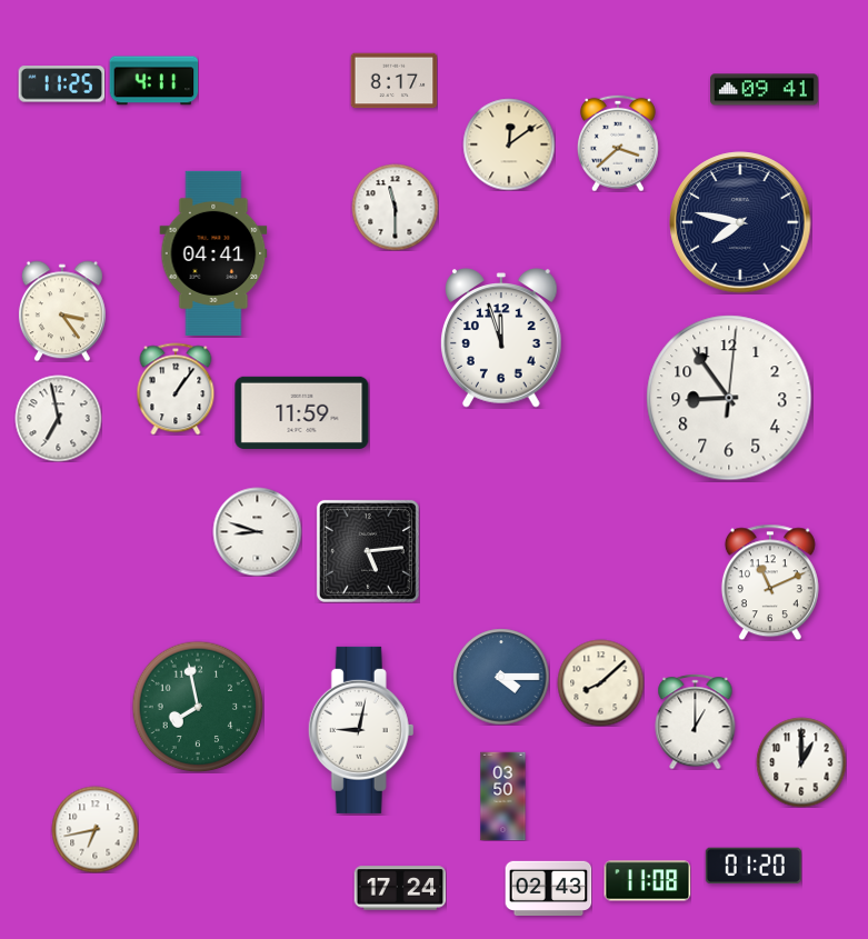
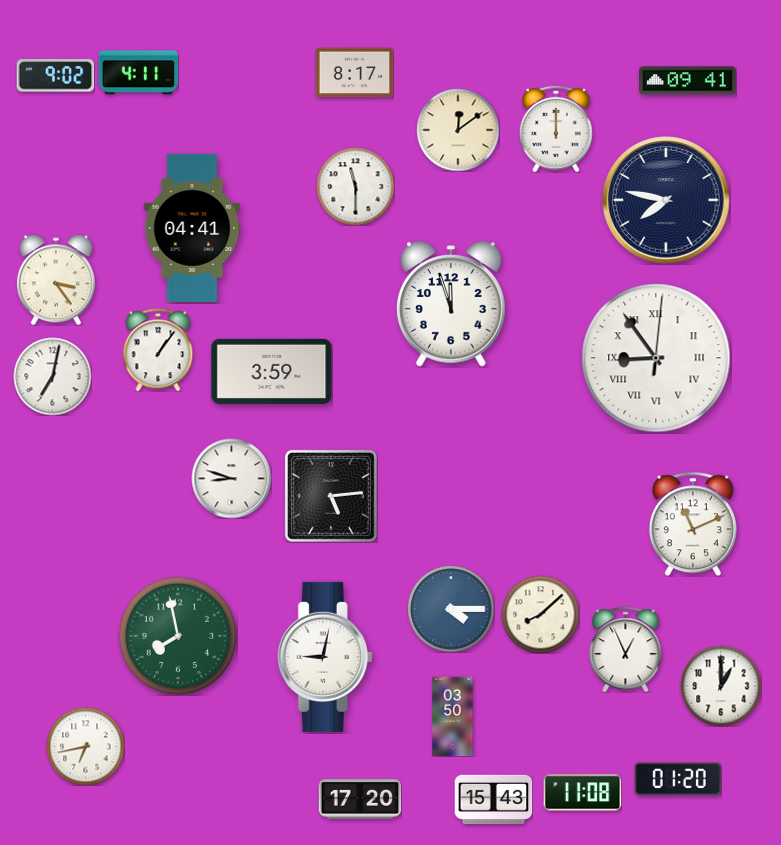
clock at (61, 84): 11:25 -> 9:02
clock at (619, 143): 3:38 -> 12:00
clock at (729, 398) numerals: Arabic -> Roman
clock at (302, 412): 11:59 -> 3:59
clock at (58, 418): 6:58 -> 7:02
clock at (696, 721): 1:00 -> 12:56
clock at (400, 888): 17:24 -> 17:20
clock at (548, 888): 02:43 -> 15:43
